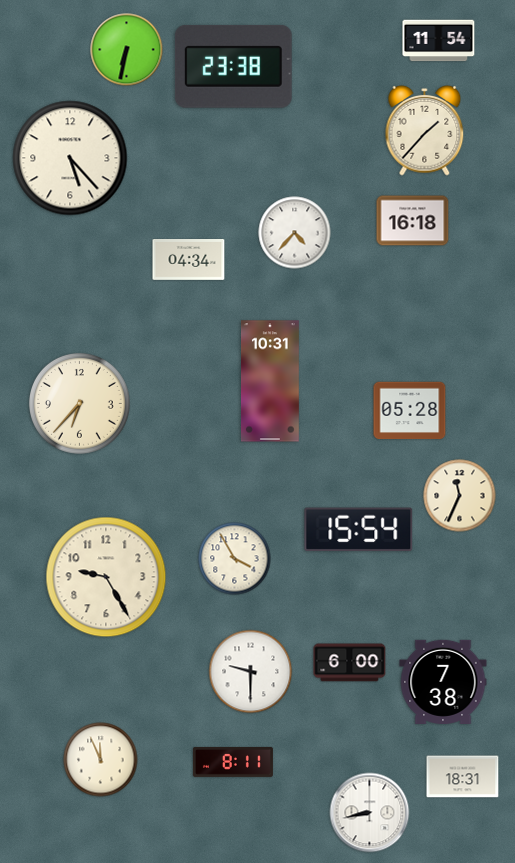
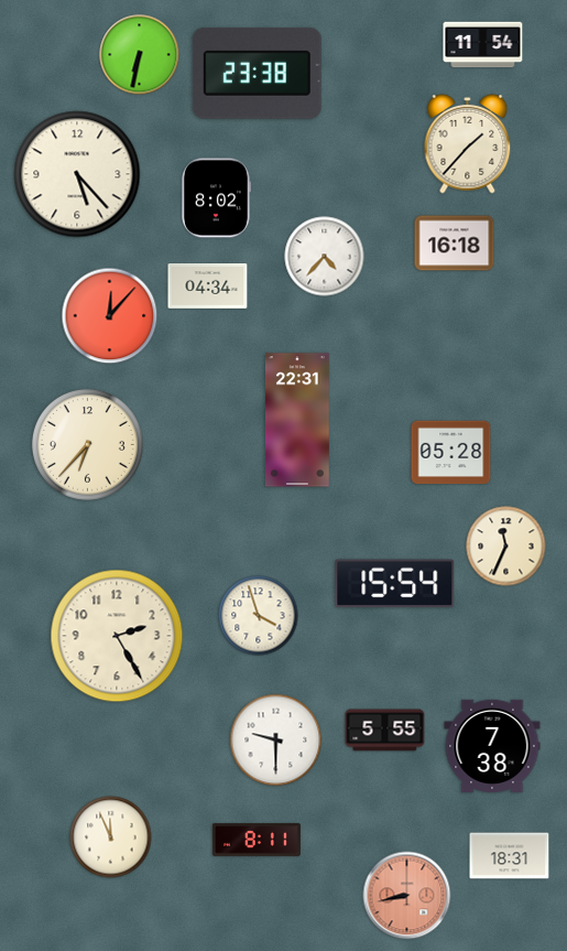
clock at (216, 198): none -> 8:02
clock at (110, 316): none -> 12:07
clock at (271, 381): 10:31 -> 22:31
clock at (235, 559): 3:55 -> 3:57
clock at (106, 577): 9:25 -> 2:25
clock at (350, 663): 6:00 -> 5:55
clock at (443, 682) position: (443, 682) -> (492, 746)
clock at (370, 813) dial: white -> salmon
